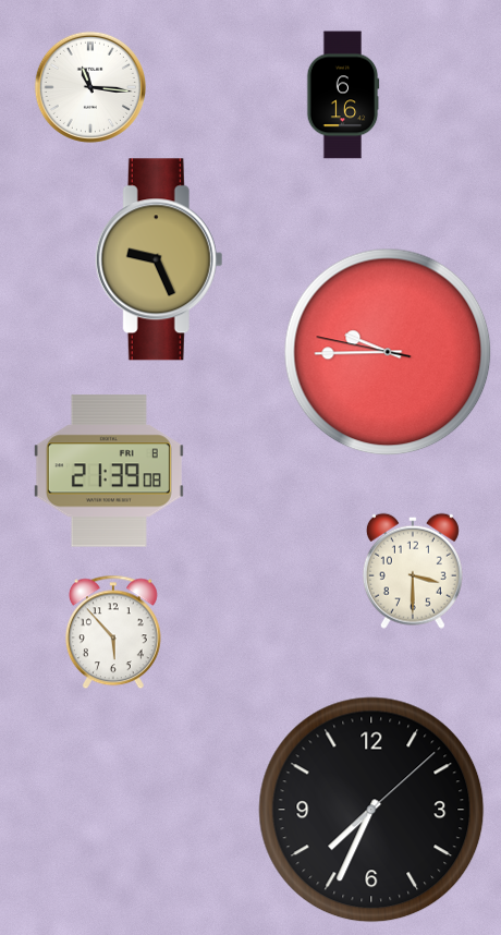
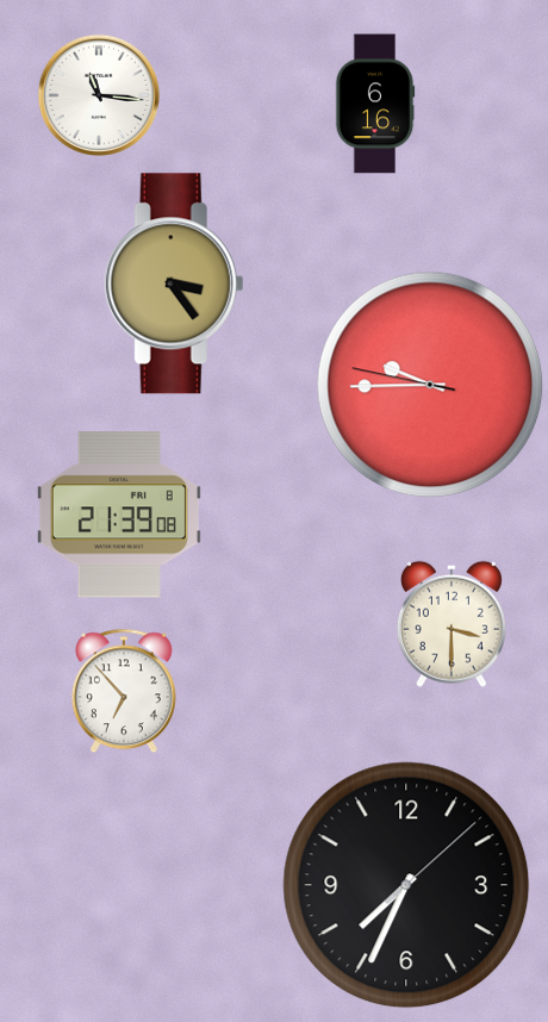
clock at (159, 259): 9:26 -> 3:24
clock at (388, 352) position: (388, 352) -> (430, 385)
clock at (113, 632): 5:53 -> 6:53
